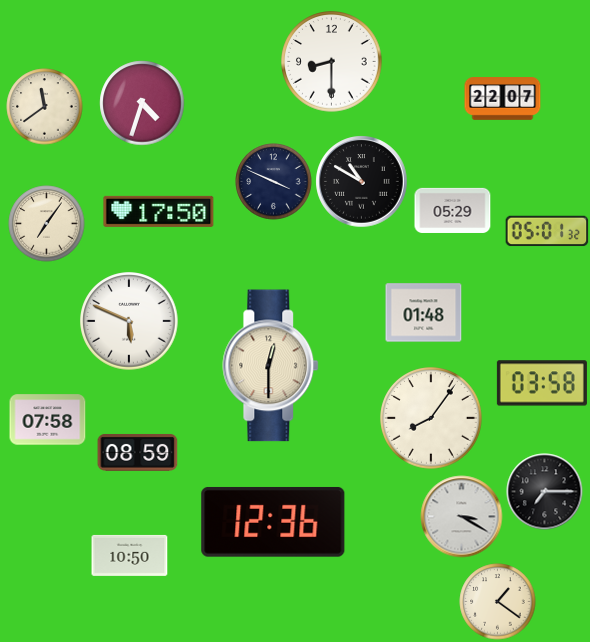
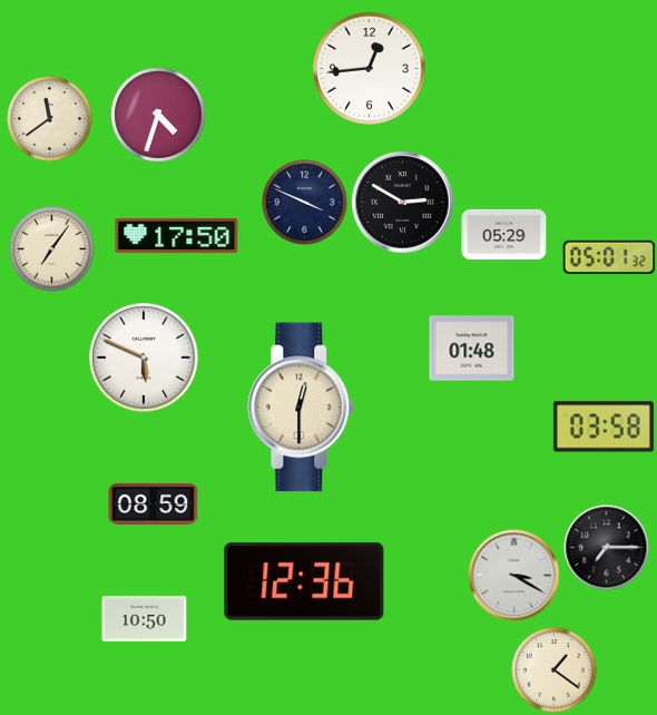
clock at (332, 62): 8:30 -> 12:44
clock at (503, 99): 22:07 -> none
clock at (362, 182): 10:50 -> 2:50
clock at (431, 418): 8:06 -> none
clock at (48, 420): 07:58 -> none
